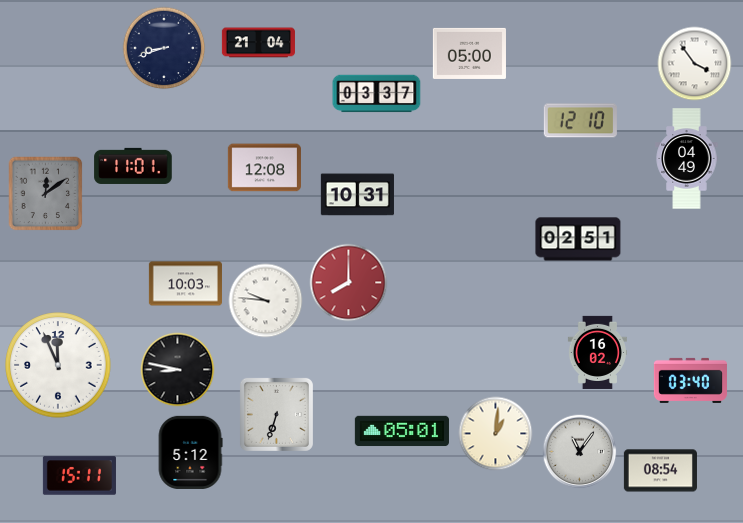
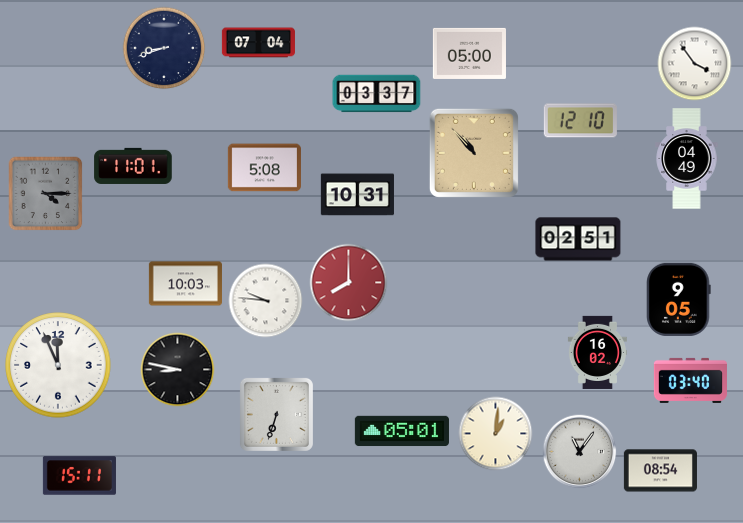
clock at (258, 43): 21:04 -> 07:04
clock at (474, 153): none -> 10:53
clock at (264, 168): 12:08 -> 5:08
clock at (46, 194): 12:09 -> 4:15
clock at (679, 299): none -> 9:05
clock at (190, 452): 5:12 -> none
